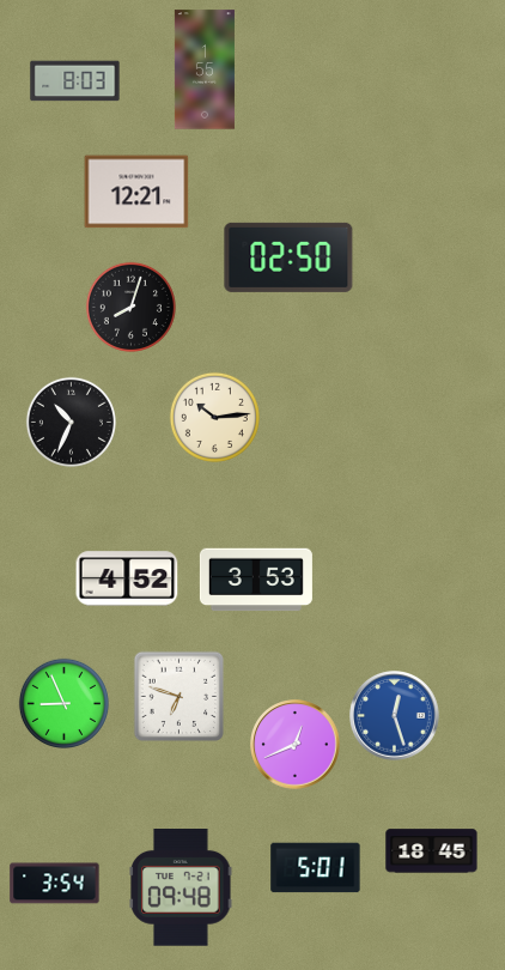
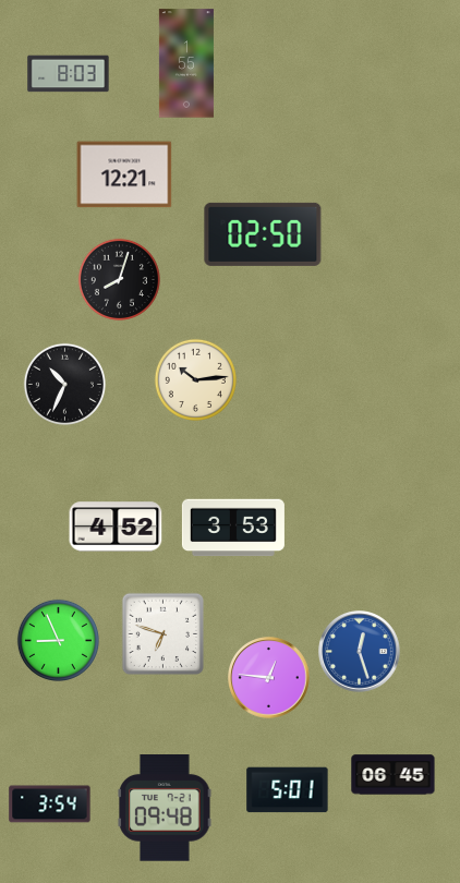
clock at (296, 745): 12:41 -> 12:46
clock at (432, 851): 18:45 -> 06:45
